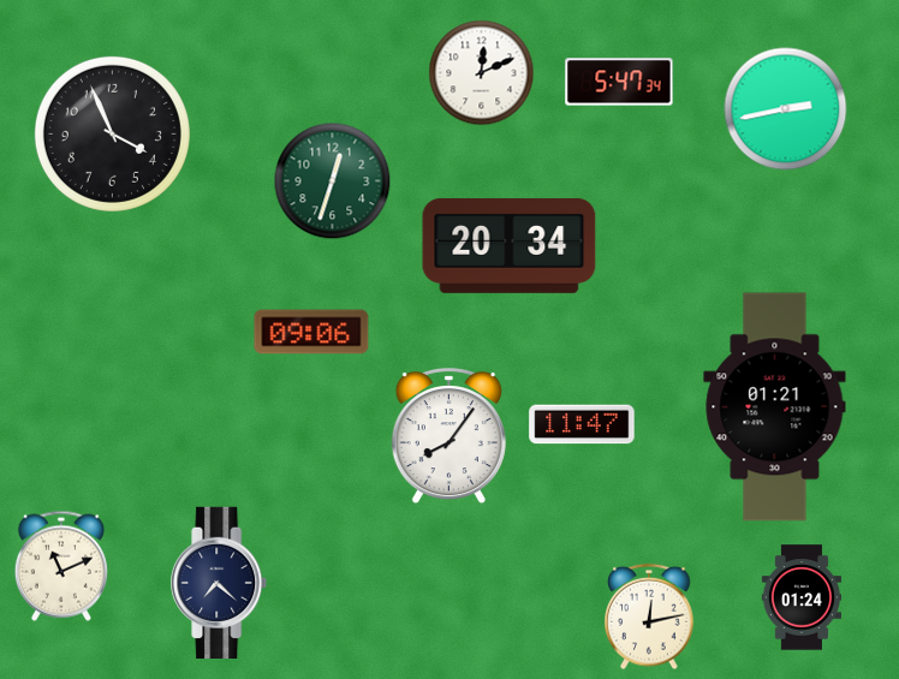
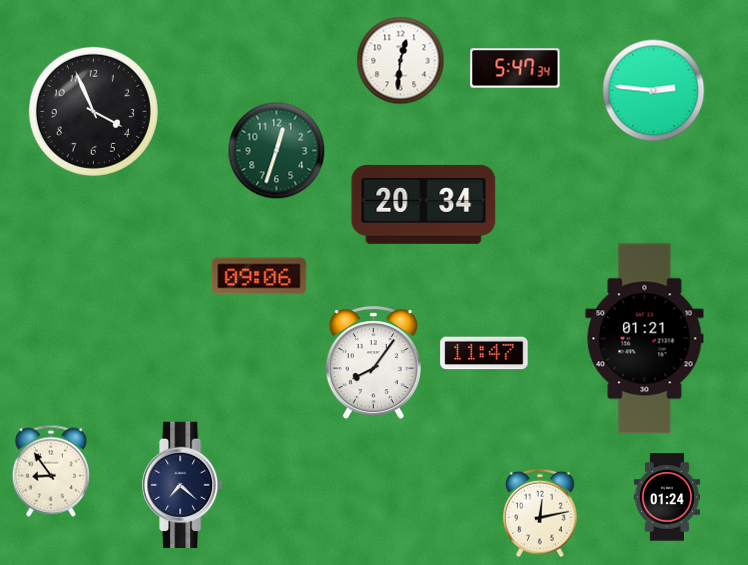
clock at (482, 73): 12:11 -> 12:31
clock at (786, 109): 2:43 -> 2:46
clock at (61, 566): 11:11 -> 8:54
